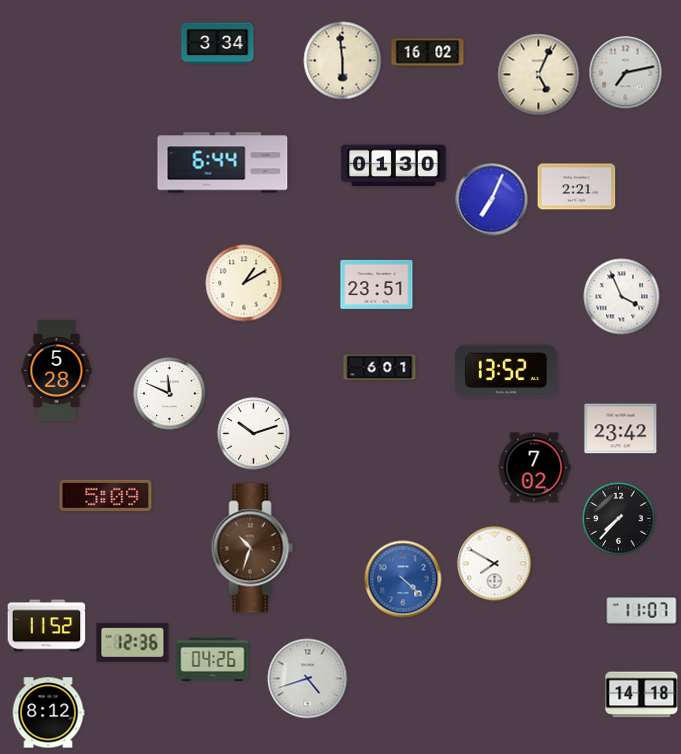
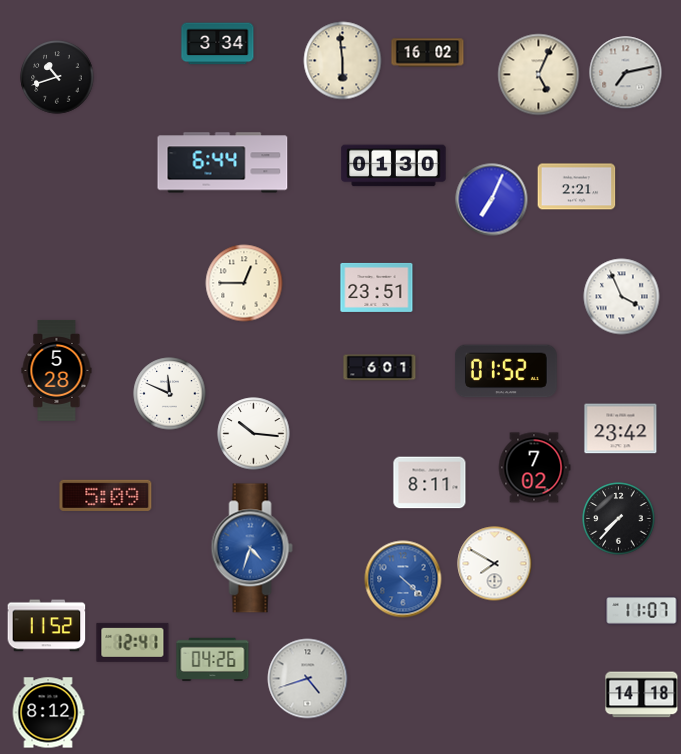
clock at (57, 77): none -> 10:42
clock at (244, 283): 1:10 -> 12:45
clock at (377, 284) position: (377, 284) -> (377, 287)
clock at (506, 371): 13:52 -> 01:52
clock at (254, 434): 10:12 -> 10:16
clock at (430, 483): none -> 8:11
clock at (252, 548): 10:33 -> 4:33
clock at (252, 548) dial: brown -> blue
clock at (133, 642): 12:36 -> 12:41
